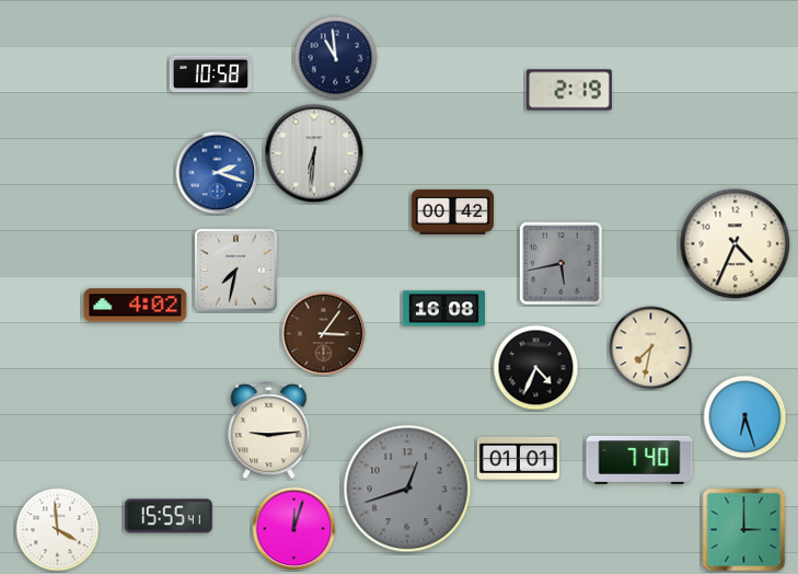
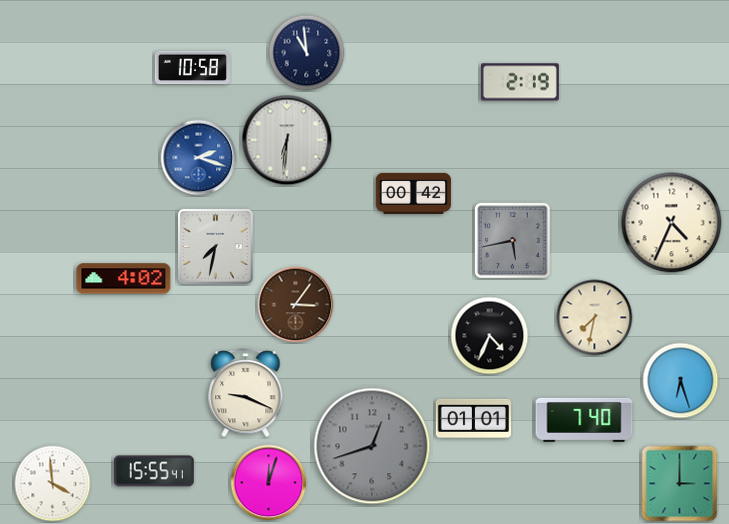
clock at (443, 309): 16:08 -> none
clock at (269, 431): 9:14 -> 9:19
